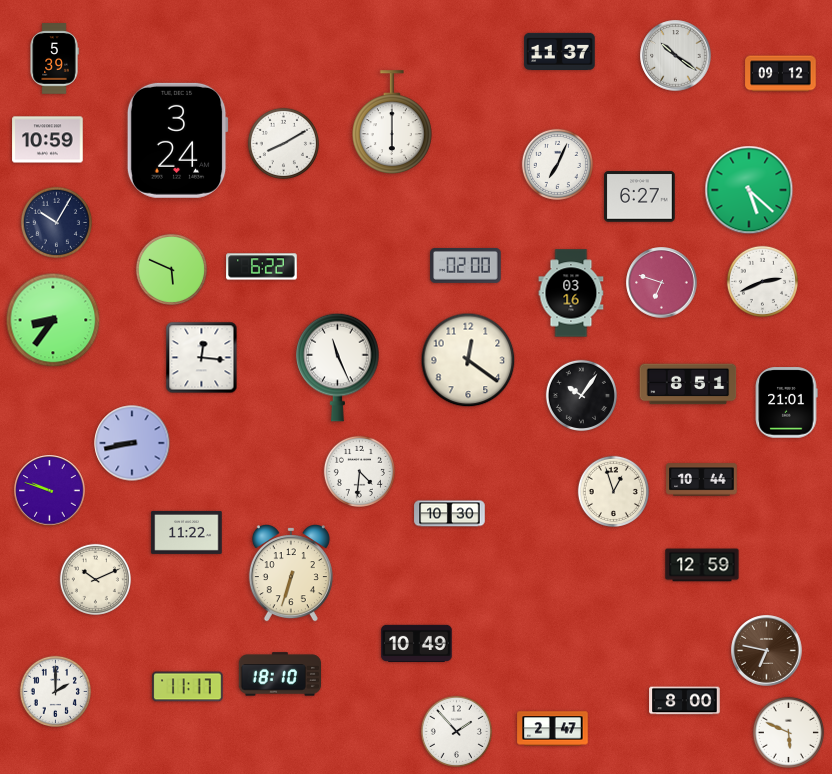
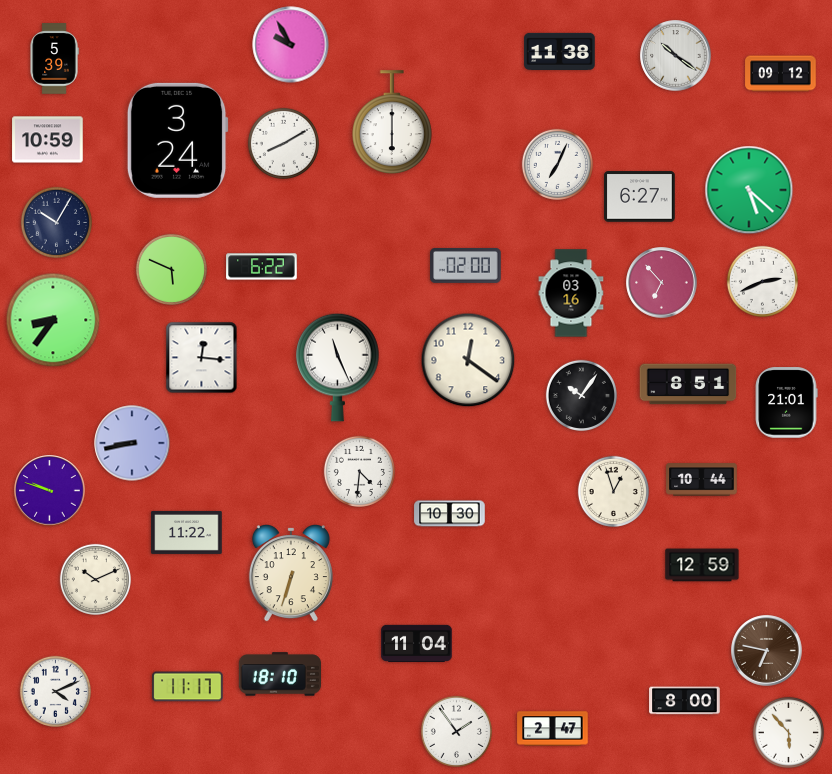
clock at (291, 45): none -> 9:55
clock at (560, 51): 11:37 -> 11:38
clock at (662, 283): 6:48 -> 6:53
clock at (417, 643): 10:49 -> 11:04
clock at (55, 691): 2:00 -> 4:11
clock at (456, 731): 1:53 -> 1:54
clock at (788, 732): 5:49 -> 5:53
